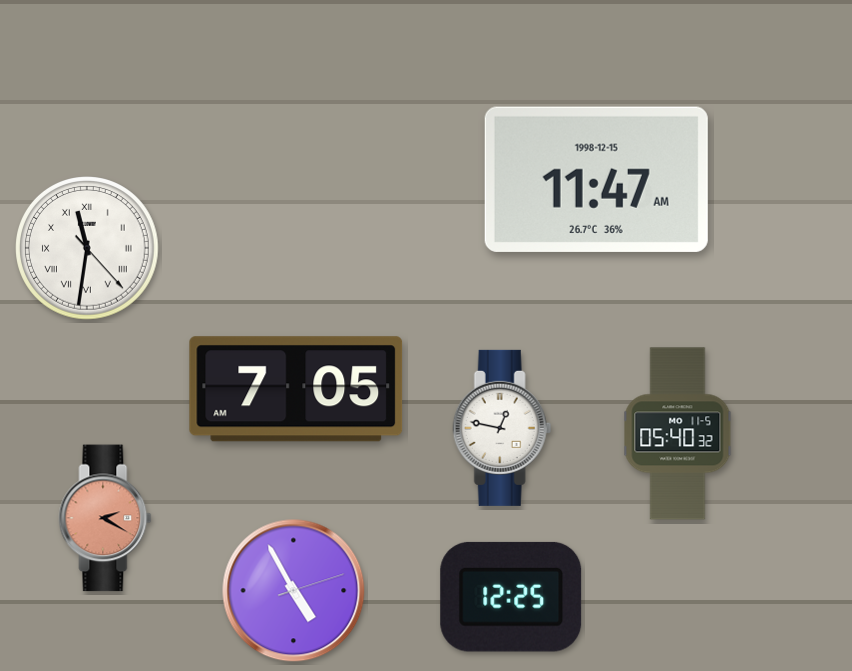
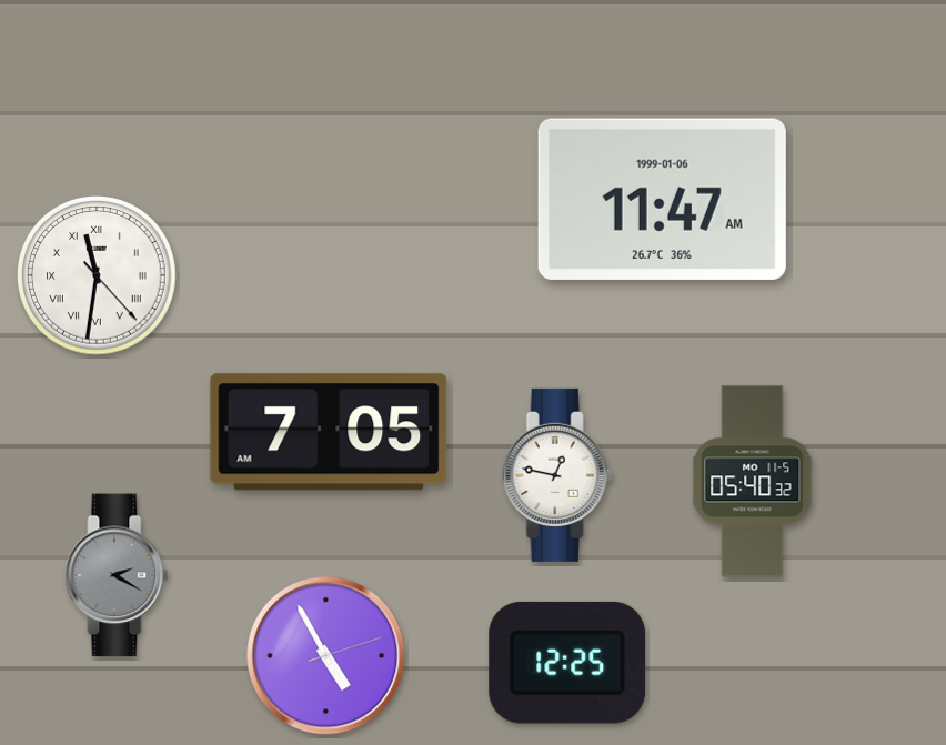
clock at (596, 179) date: 1998-12-15 -> 1999-01-06
clock at (105, 518) dial: salmon -> grey
